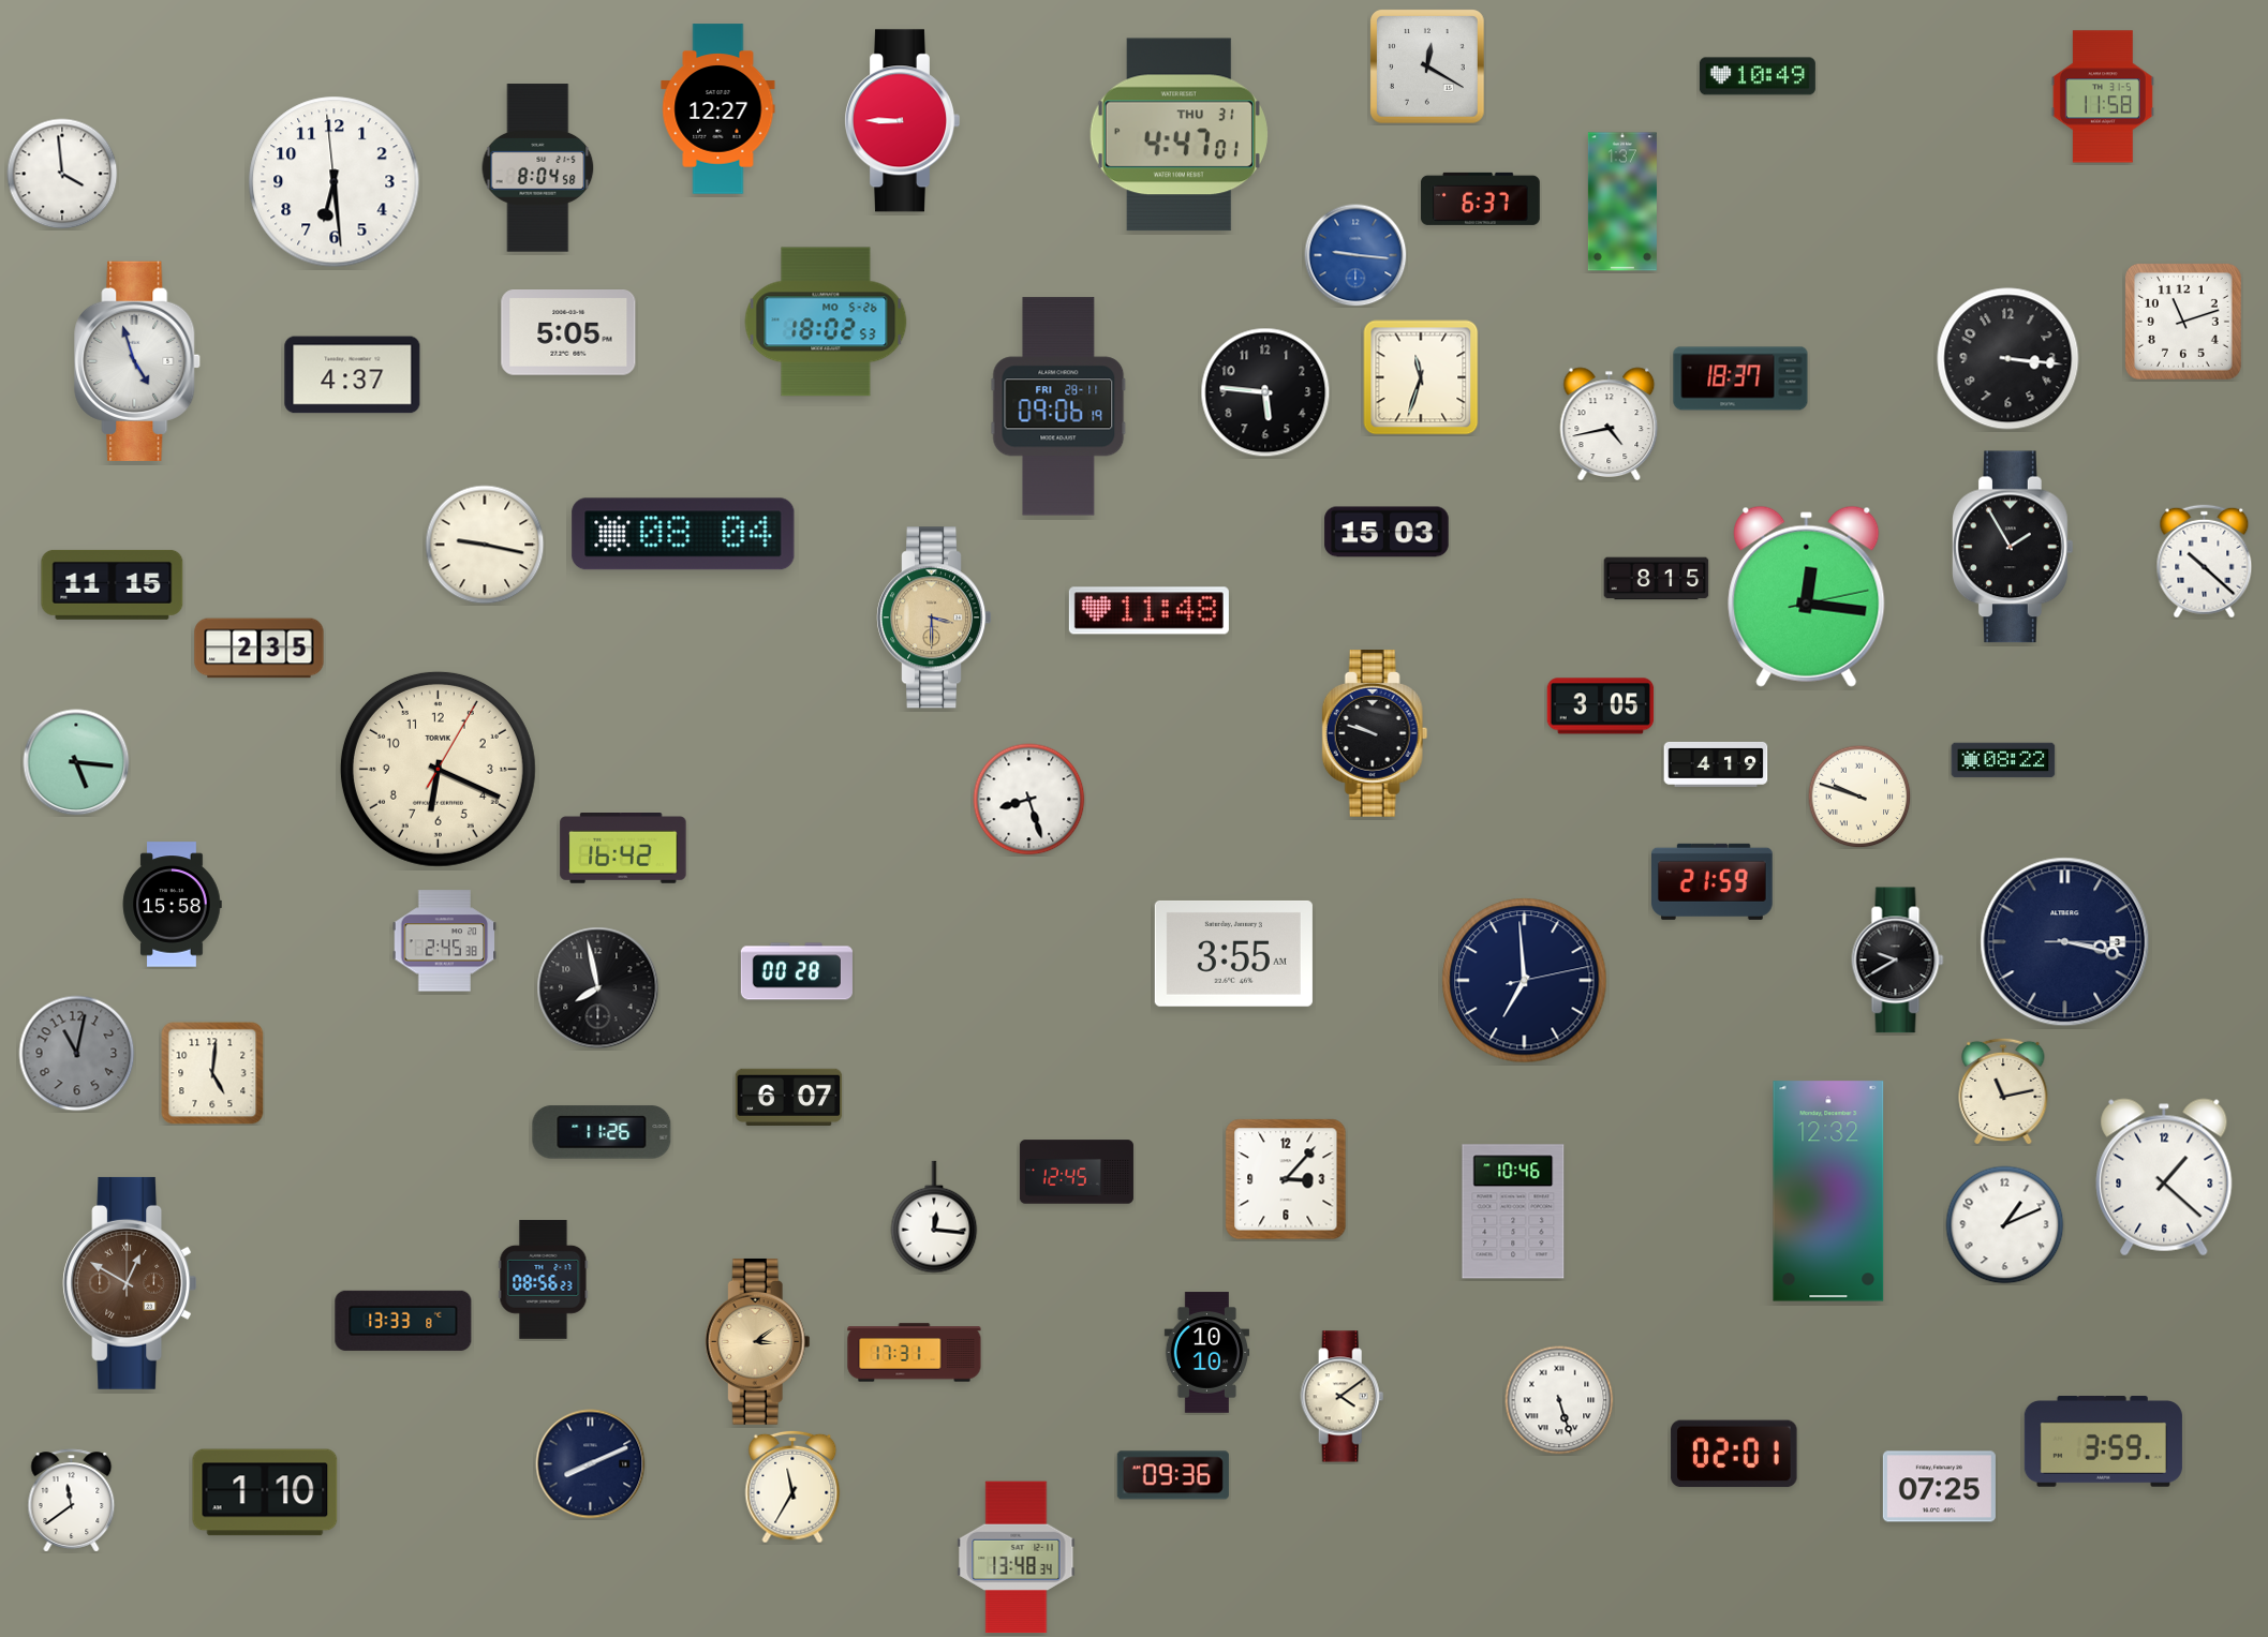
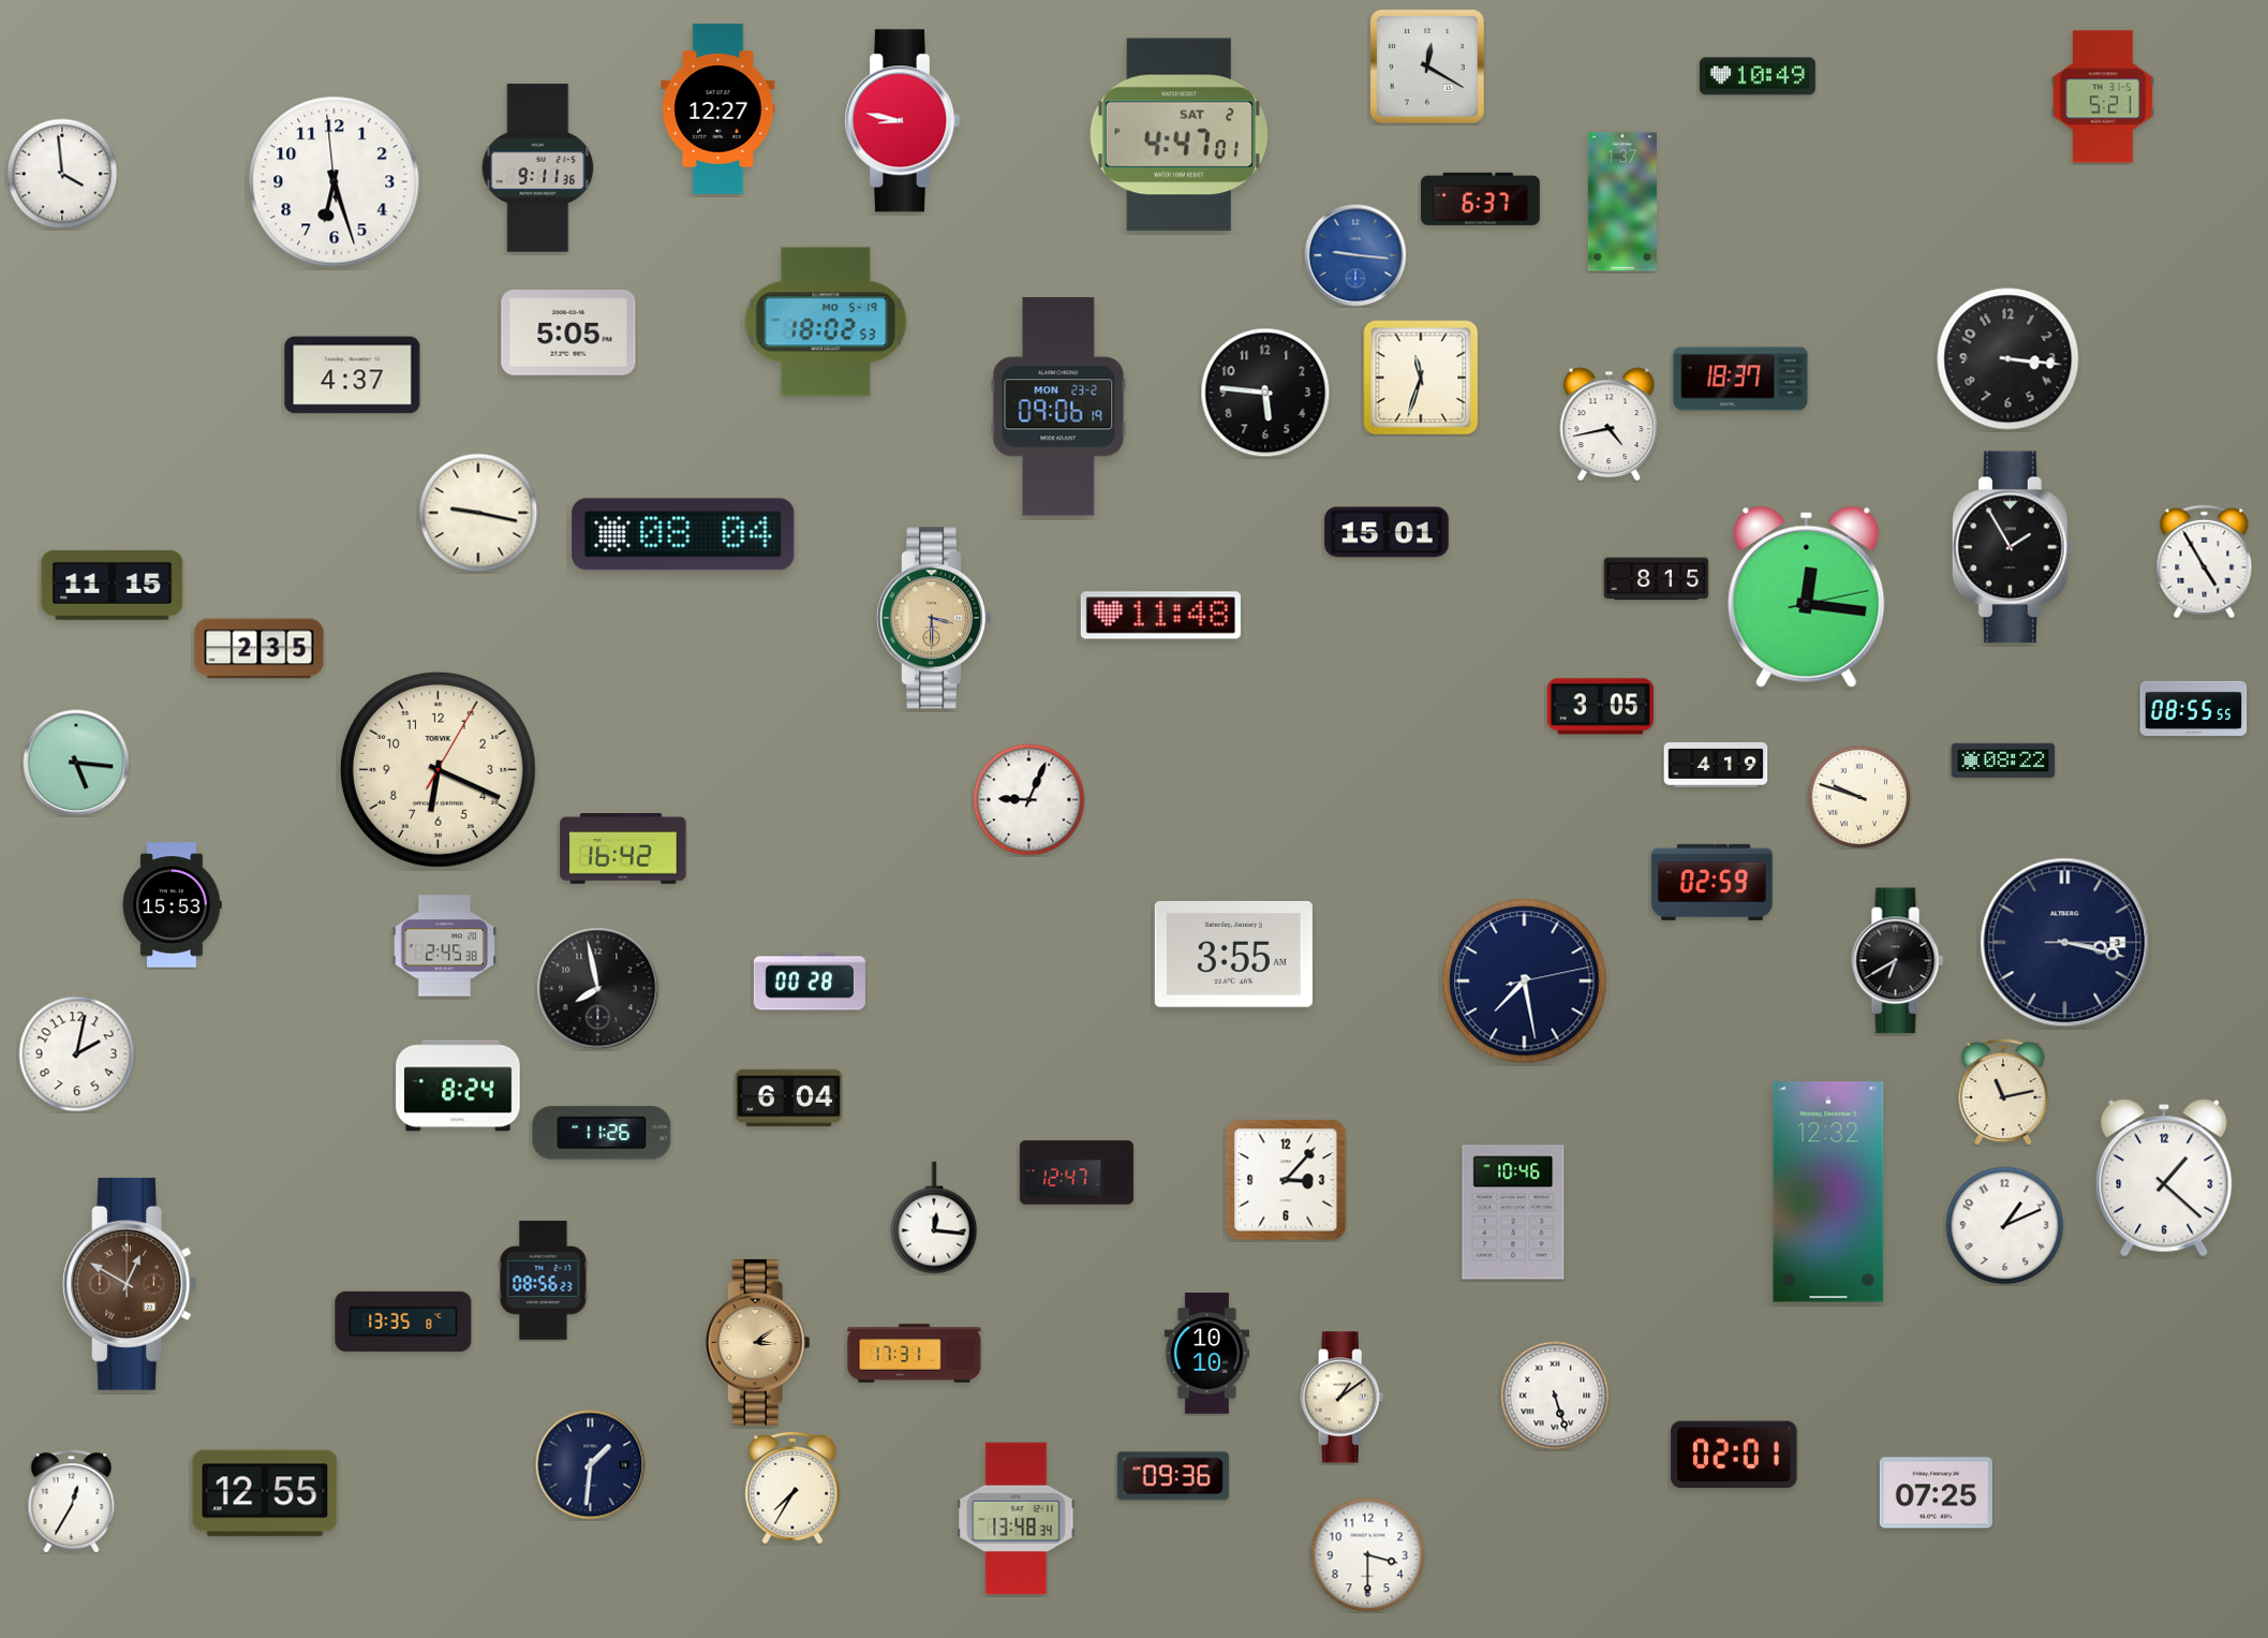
clock at (2103, 96): 11:58 -> 5:21
clock at (903, 121): 8:45 -> 8:47
clock at (1179, 135) date: THU 31 -> SAT 2
clock at (538, 168): 8:04 -> 9:11
clock at (335, 182): 6:28 -> 6:26
clock at (826, 322) date: MO 5-26 -> MO 5-19
clock at (2183, 322): 11:12 -> none
clock at (138, 361): 4:57 -> none
clock at (1058, 406) date: FRI 28-11 -> MON 23-2
clock at (1387, 532): 15:03 -> 15:01
clock at (485, 545) position: (485, 545) -> (478, 513)
clock at (2205, 562): 10:22 -> 4:55
clock at (1148, 611) position: (1148, 611) -> (1160, 616)
clock at (2194, 708): none -> 08:55
clock at (1375, 734): 9:48 -> none
clock at (1029, 800): 8:27 -> 9:04
clock at (1713, 881): 21:59 -> 02:59
clock at (172, 905): 15:58 -> 15:53
clock at (445, 941) position: (445, 941) -> (445, 946)
clock at (1898, 961): 9:40 -> 6:40
clock at (797, 971) position: (797, 971) -> (810, 982)
clock at (1525, 981): 6:59 -> 7:28
clock at (77, 1054): 11:02 -> 2:02
clock at (77, 1054) dial: grey -> white
clock at (212, 1073): 5:01 -> none
clock at (458, 1086): none -> 8:24
clock at (789, 1097): 6:07 -> 6:04
clock at (1077, 1172): 12:45 -> 12:47
clock at (403, 1321): 13:33 -> 13:35
clock at (1343, 1397): 4:09 -> 1:09
clock at (1559, 1400) position: (1559, 1400) -> (1555, 1396)
clock at (2103, 1442): 3:59 -> none
clock at (591, 1464): 8:11 -> 1:31
clock at (792, 1487): 11:35 -> 7:35
clock at (1939, 1487) position: (1939, 1487) -> (1936, 1493)
clock at (265, 1492): 1:10 -> 12:55
clock at (72, 1501): 11:39 -> 12:35
clock at (1368, 1555): none -> 3:30
clock at (1017, 1558) position: (1017, 1558) -> (1017, 1519)
